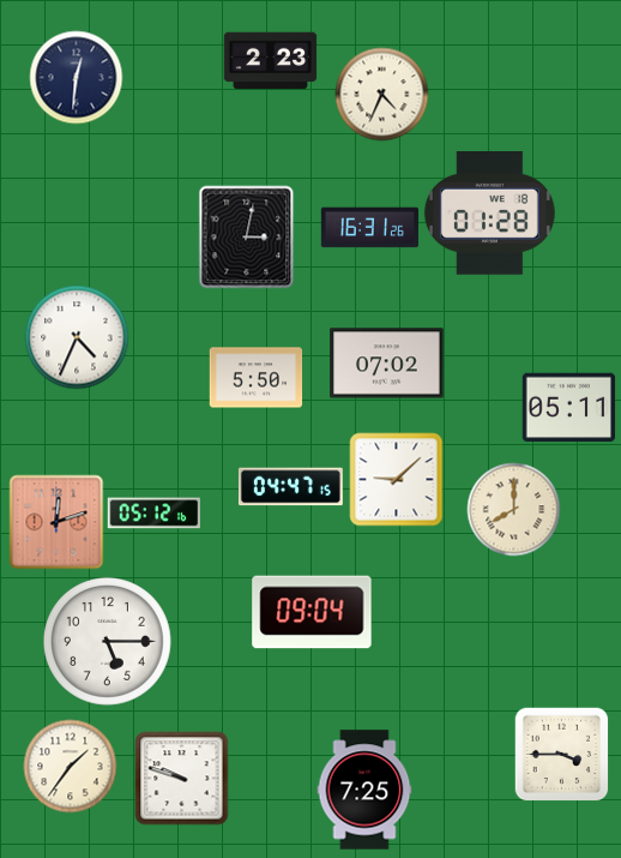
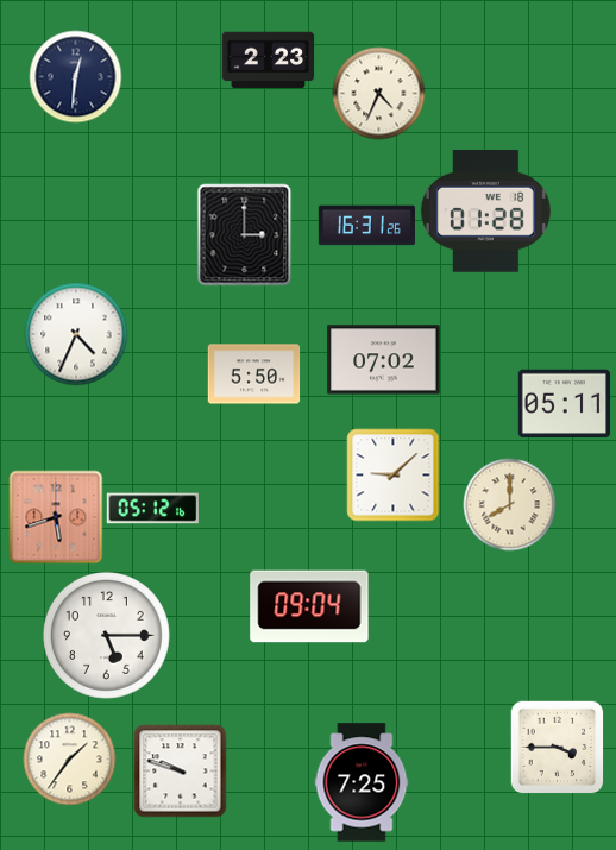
clock at (247, 236): 3:02 -> 3:00
clock at (290, 487): 04:47 -> none
clock at (56, 522): 12:12 -> 5:42
